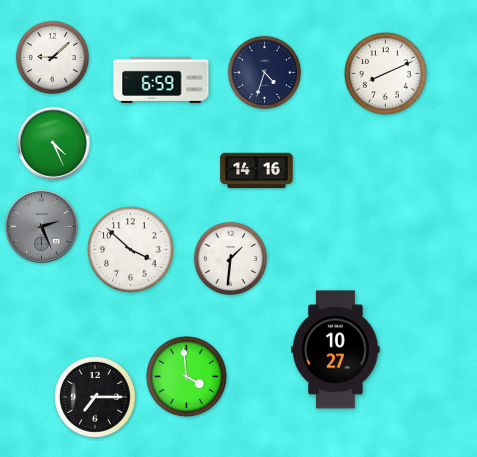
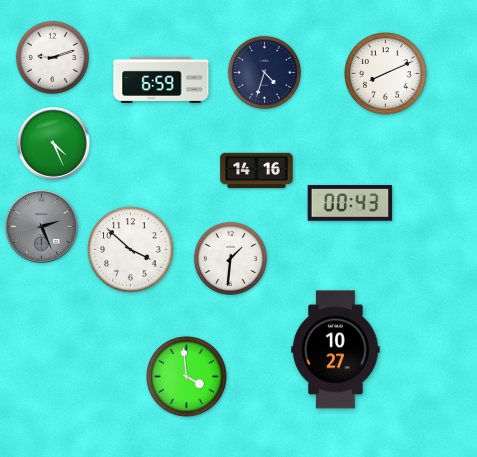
clock at (52, 57): 9:08 -> 9:12
clock at (350, 203): none -> 00:43
clock at (95, 397): 7:15 -> none
